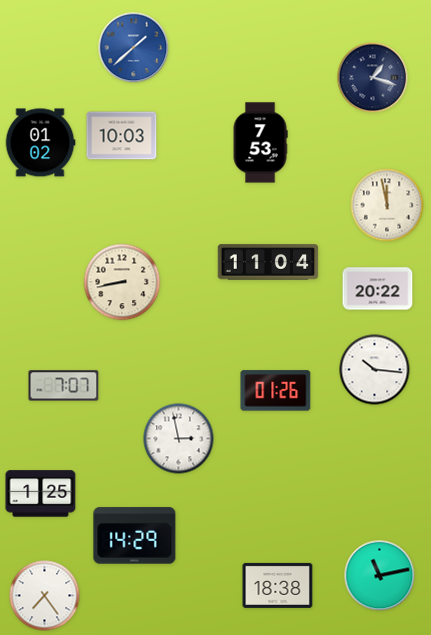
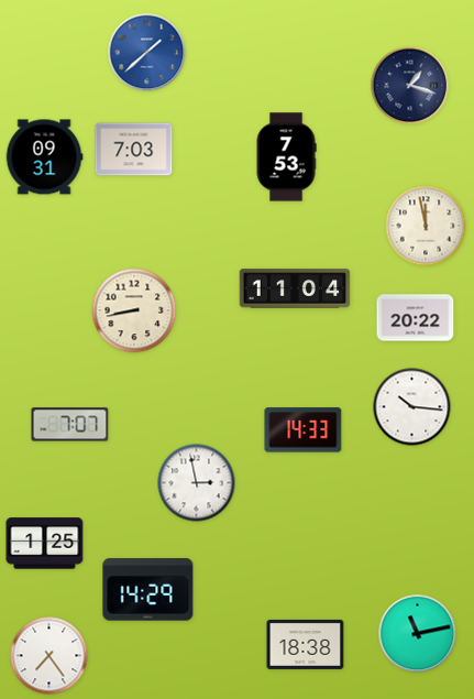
clock at (122, 136): 10:03 -> 7:03
clock at (40, 143): 01:02 -> 09:31
clock at (276, 391): 01:26 -> 14:33
